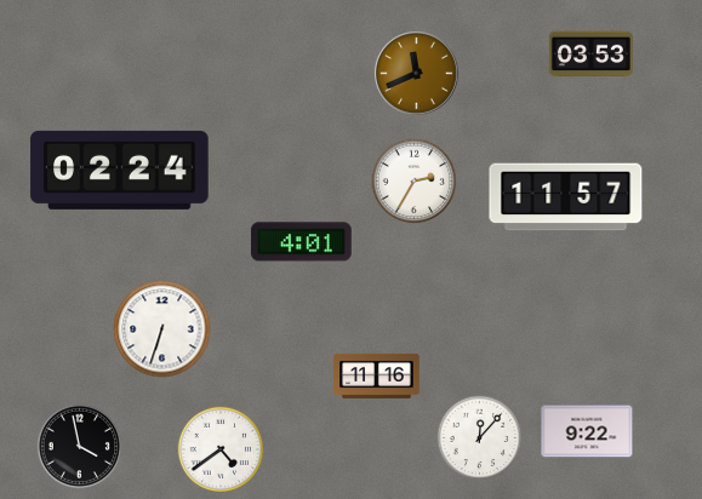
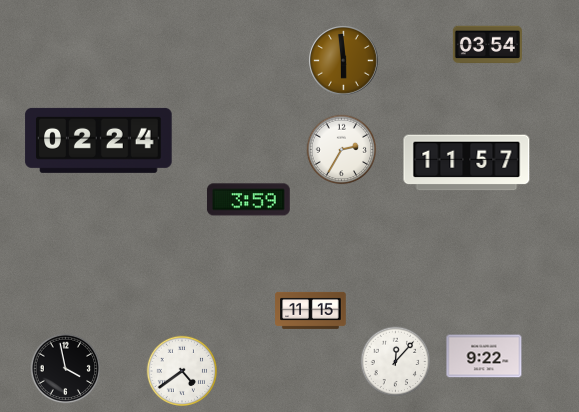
clock at (590, 55): 03:53 -> 03:54
clock at (417, 74): 11:41 -> 5:59
clock at (301, 242): 4:01 -> 3:59
clock at (162, 329): 6:33 -> none
clock at (377, 375): 11:16 -> 11:15
